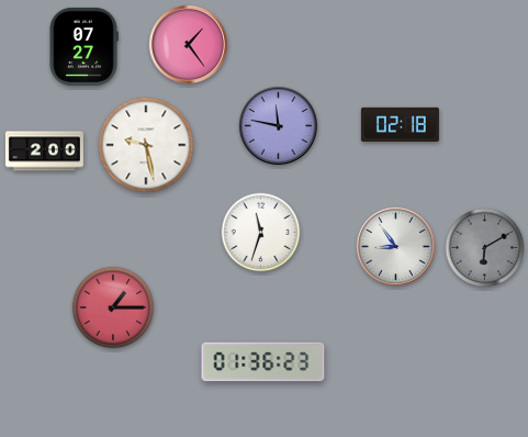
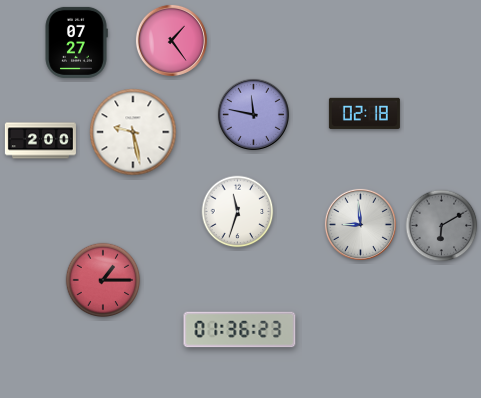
clock at (44, 152) position: (44, 152) -> (40, 141)
clock at (395, 246): 8:54 -> 8:59
